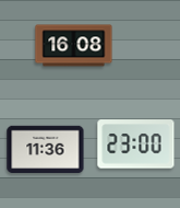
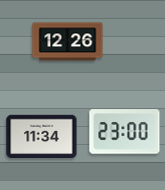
clock at (74, 46): 16:08 -> 12:26
clock at (46, 149): 11:36 -> 11:34
